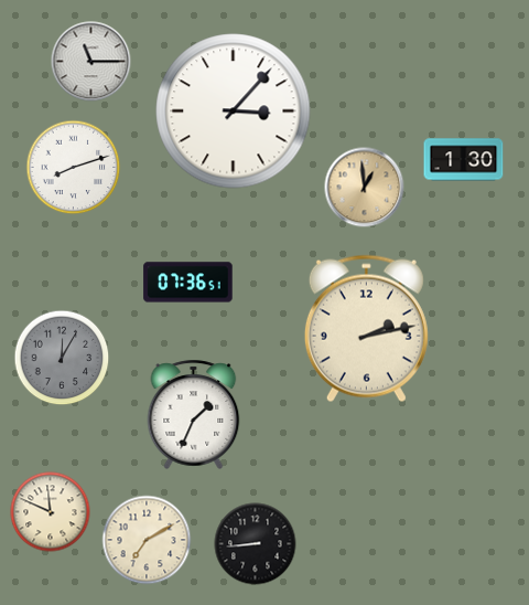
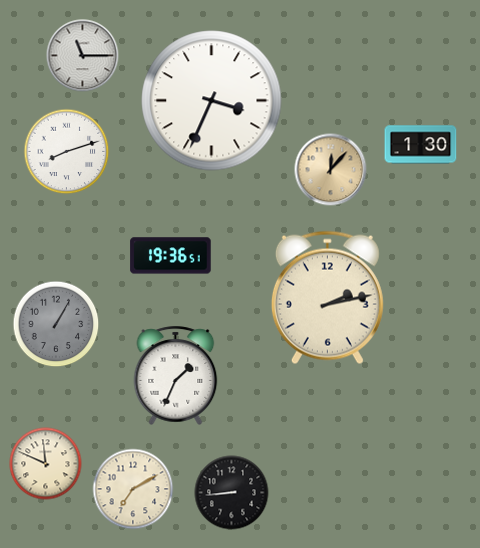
clock at (234, 112): 3:07 -> 3:34
clock at (365, 188): 12:59 -> 12:07
clock at (188, 283): 07:36 -> 19:36
clock at (366, 329) position: (366, 329) -> (327, 298)
clock at (62, 358): 12:05 -> 1:05
